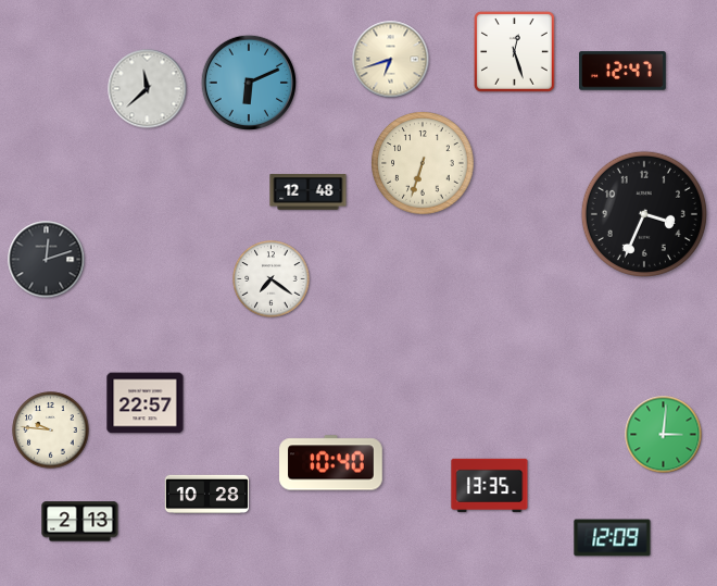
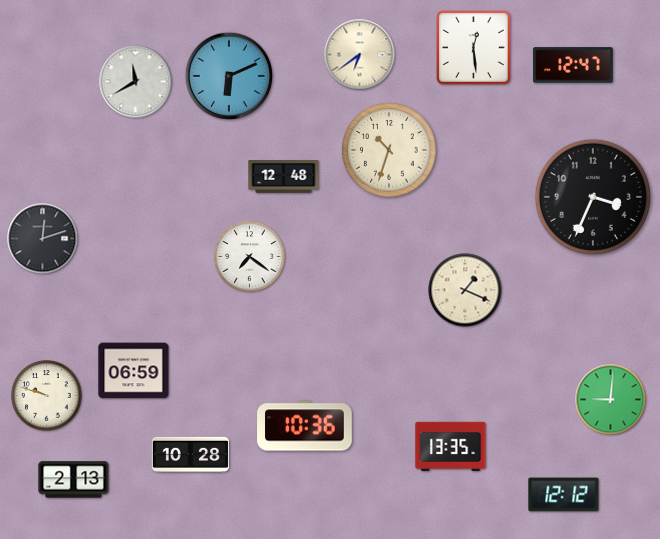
clock at (515, 52): 12:27 -> 12:29
clock at (391, 60): 6:42 -> 6:39
clock at (148, 89): 11:38 -> 11:40
clock at (423, 163): 6:33 -> 10:33
clock at (465, 290): none -> 1:19
clock at (146, 403): 22:57 -> 06:59
clock at (51, 431): 9:46 -> 9:48
clock at (664, 435): 3:01 -> 9:01
clock at (331, 463): 10:40 -> 10:36
clock at (613, 538): 12:09 -> 12:12
